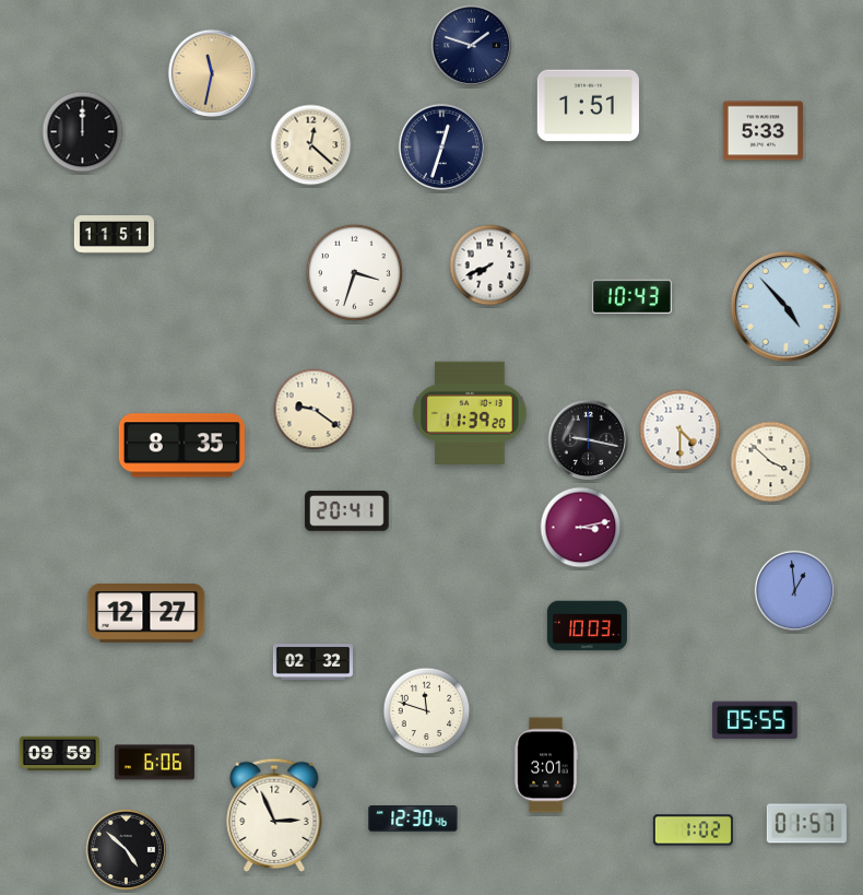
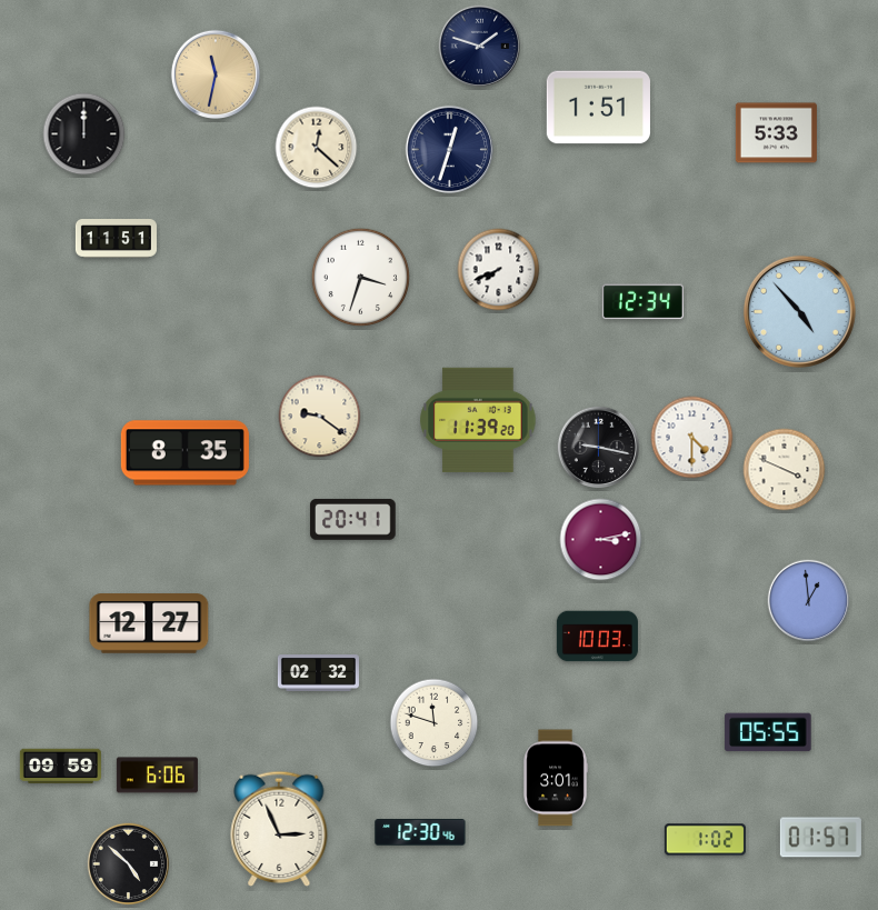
clock at (631, 297): 10:43 -> 12:34
clock at (771, 462): 3:52 -> 3:49
clock at (581, 528) position: (581, 528) -> (601, 540)
clock at (693, 831) position: (693, 831) -> (705, 840)
